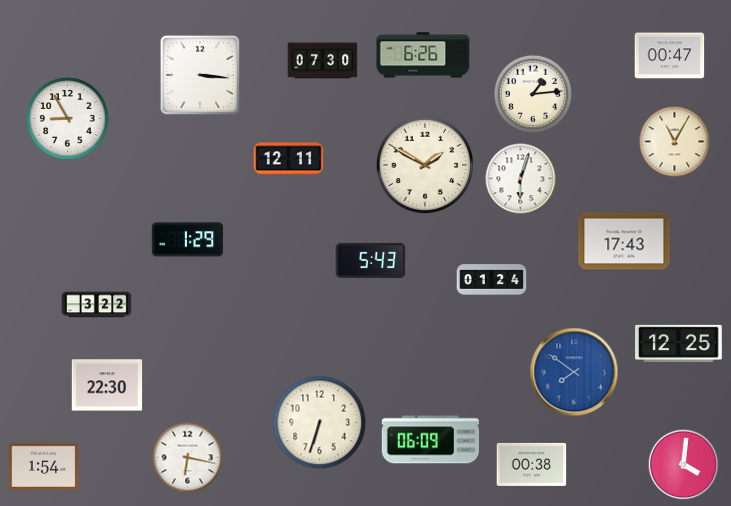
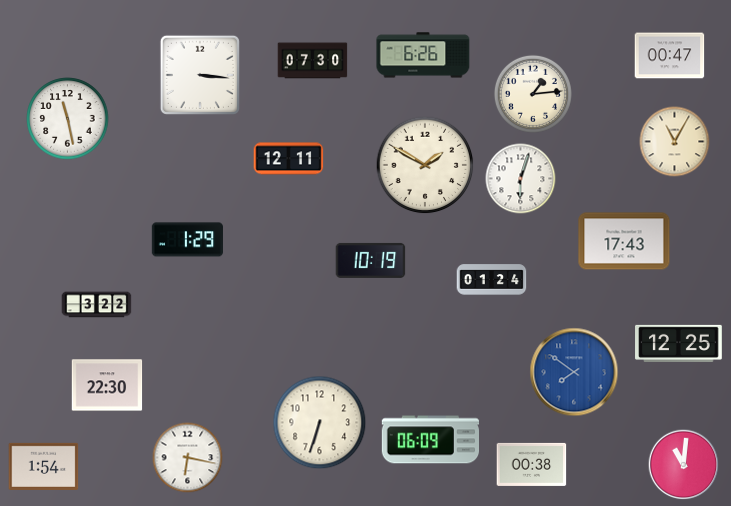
clock at (323, 61) position: (323, 61) -> (313, 61)
clock at (68, 119): 8:55 -> 11:28
clock at (371, 260): 5:43 -> 10:19
clock at (684, 465): 4:01 -> 11:01
